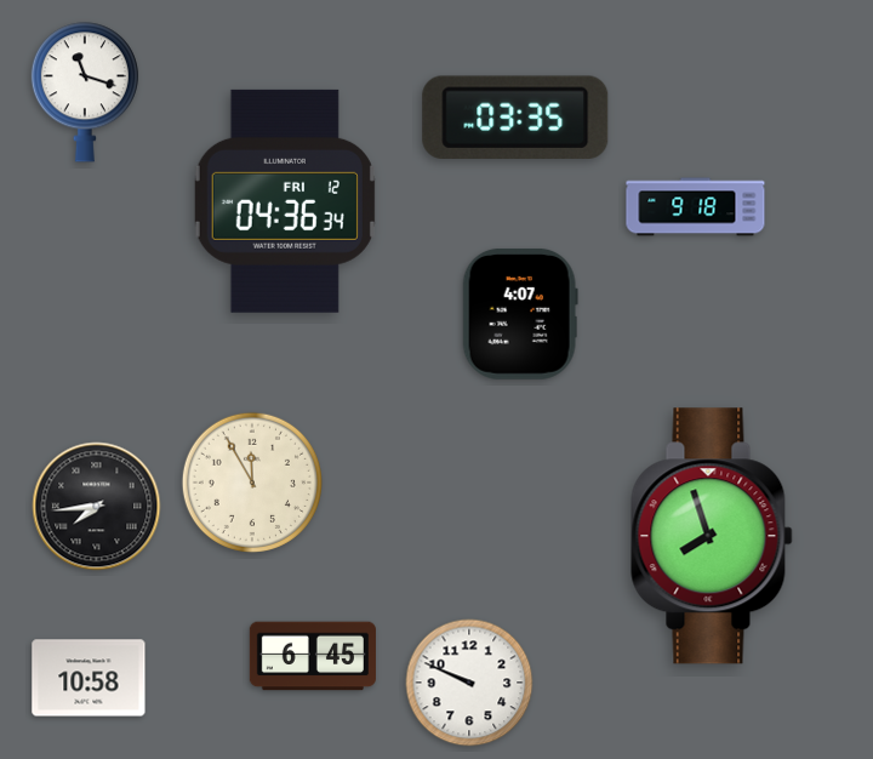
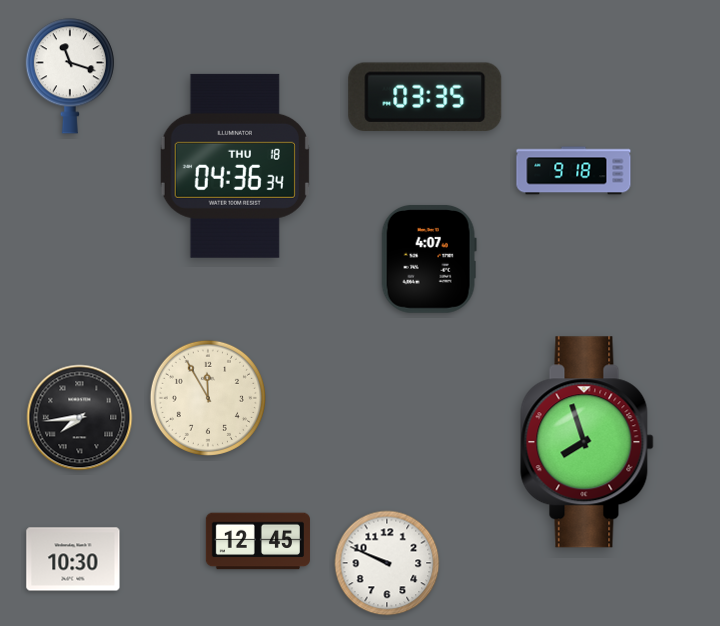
clock at (285, 201) date: FRI 12 -> THU 18
clock at (313, 656): 6:45 -> 12:45
clock at (89, 678): 10:58 -> 10:30
